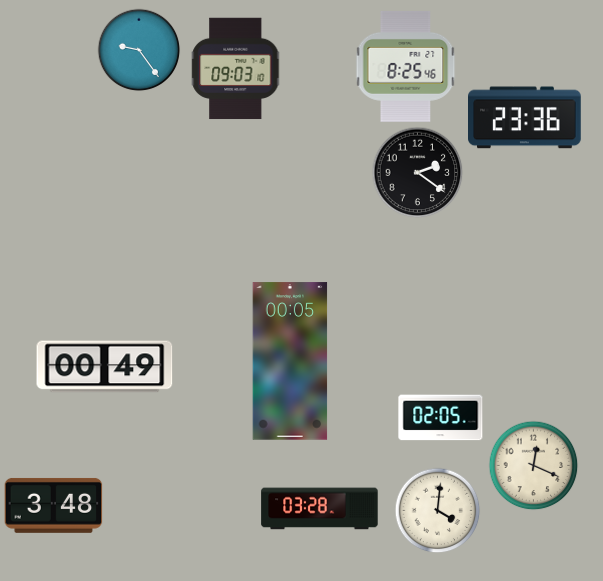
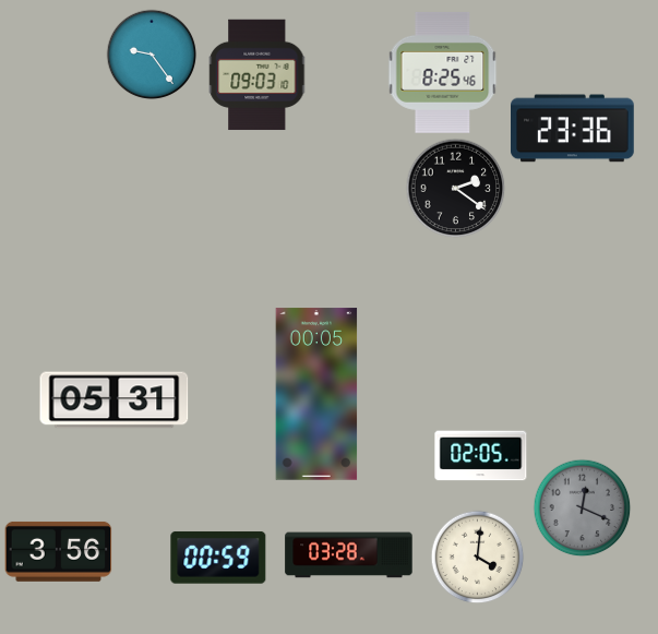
clock at (105, 367): 00:49 -> 05:31
clock at (533, 465) dial: cream -> grey
clock at (54, 505): 3:48 -> 3:56
clock at (218, 558): none -> 00:59
